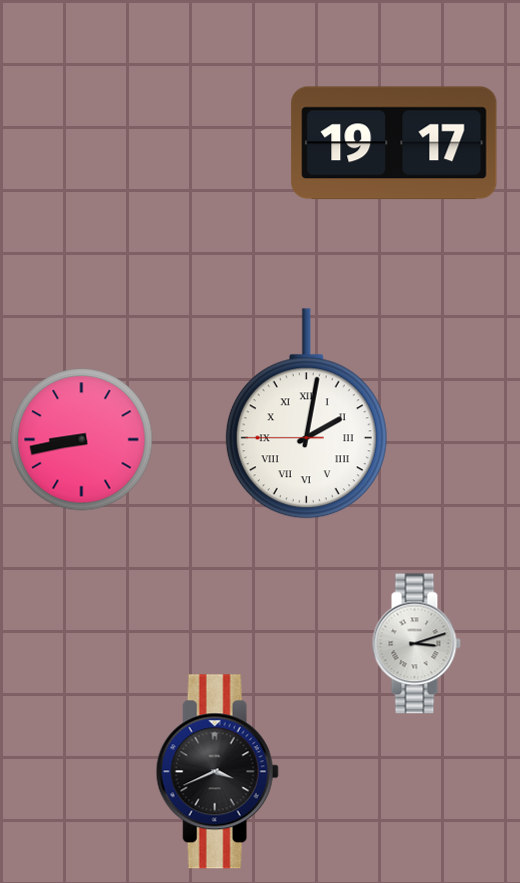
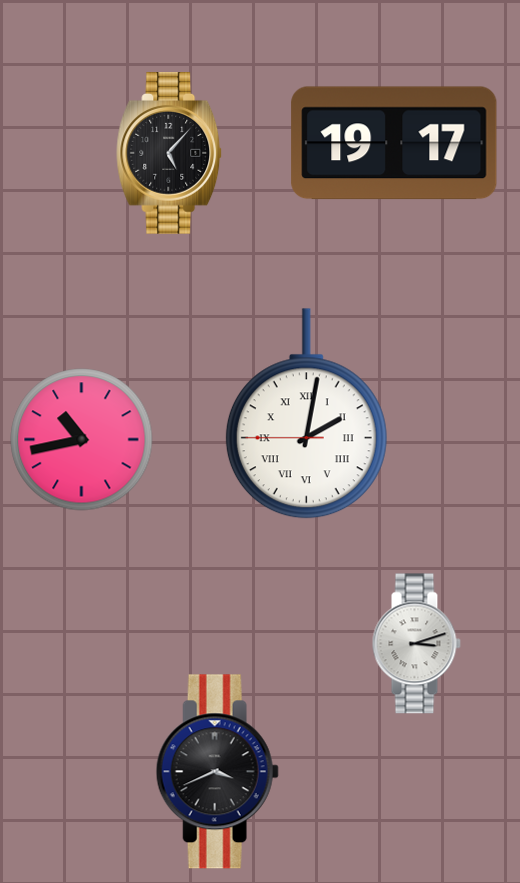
clock at (170, 154): none -> 5:07
clock at (82, 440): 8:43 -> 10:43
